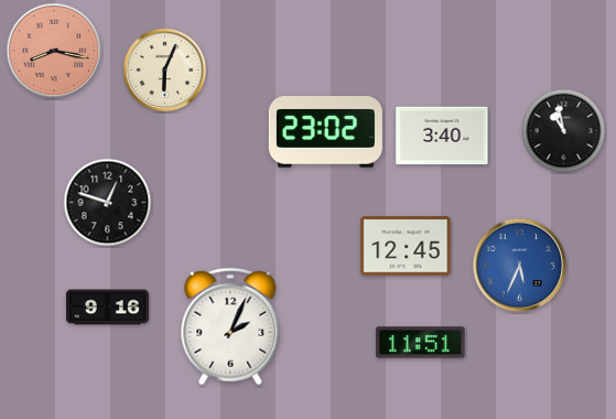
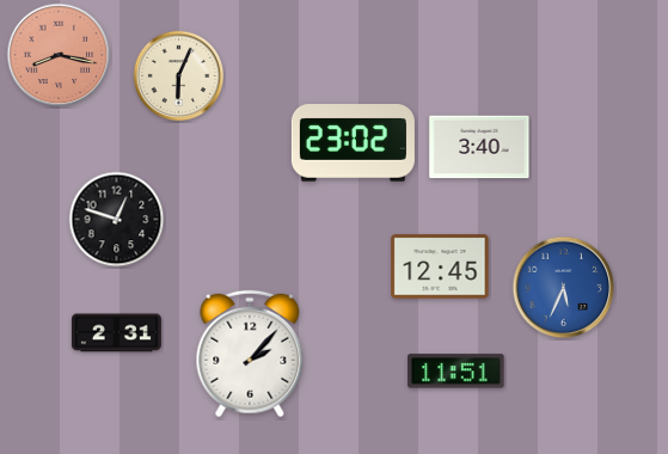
clock at (564, 131): 10:58 -> none
clock at (107, 308): 9:16 -> 2:31
clock at (230, 326): 2:04 -> 2:07
